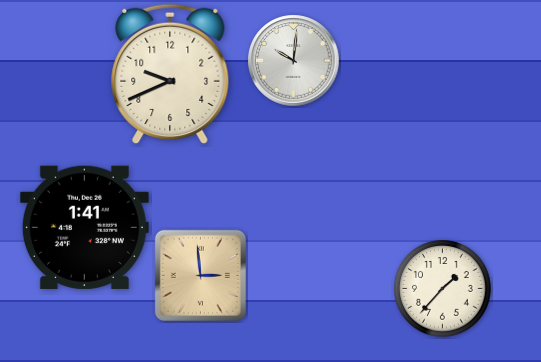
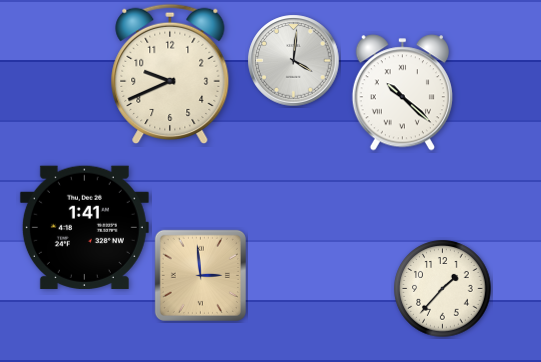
clock at (294, 61): 10:01 -> 4:01
clock at (402, 93): none -> 10:22
